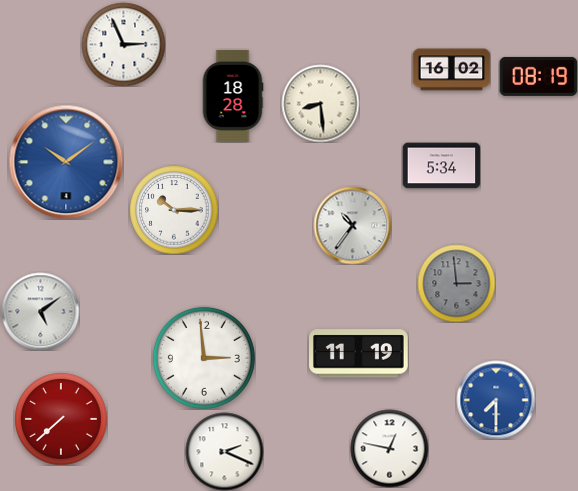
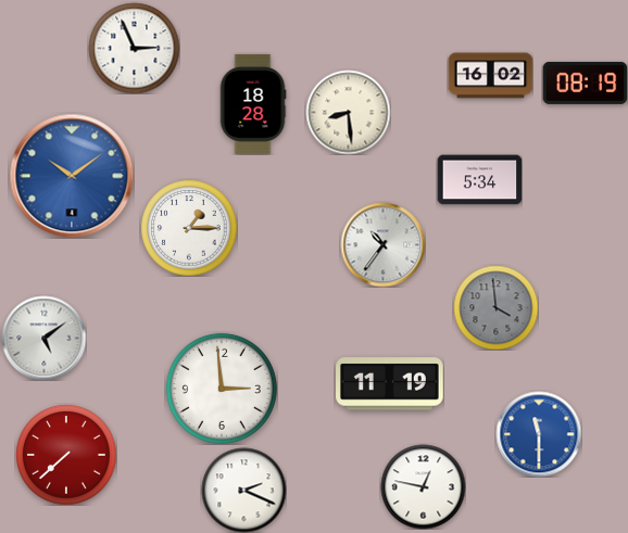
clock at (174, 210): 10:15 -> 1:15
clock at (456, 283): 2:59 -> 3:59
clock at (496, 400): 7:30 -> 11:30
